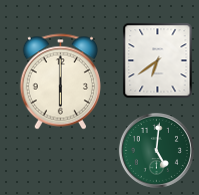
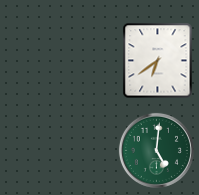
clock at (60, 82): 6:00 -> none
